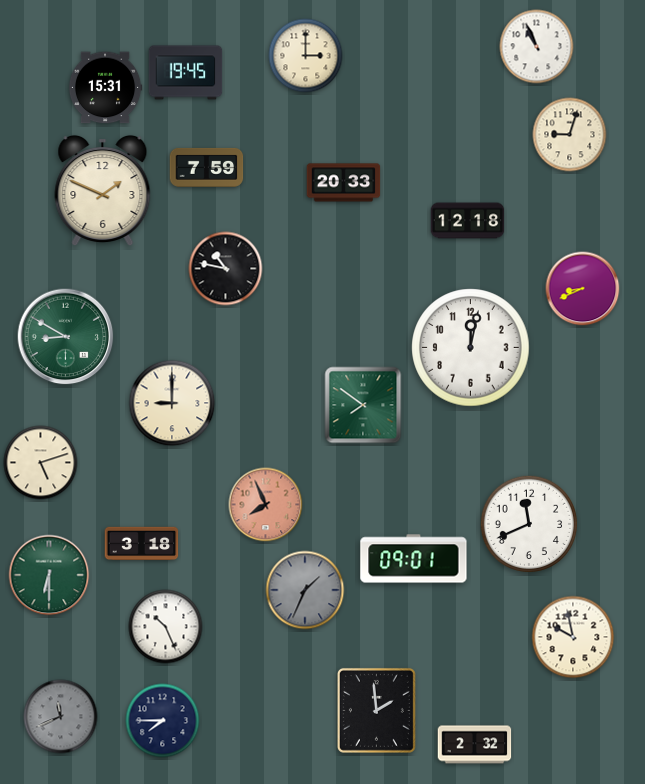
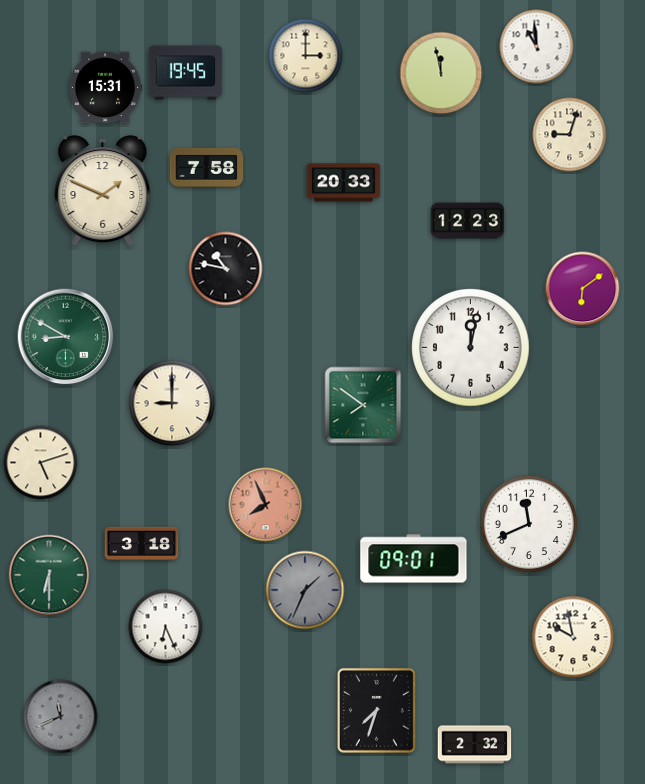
clock at (537, 47): 10:56 -> 10:59
clock at (441, 73): none -> 11:58
clock at (207, 167): 7:59 -> 7:58
clock at (468, 221): 12:18 -> 12:23
clock at (583, 289): 8:41 -> 6:09
clock at (166, 627): 10:26 -> 6:26
clock at (376, 710): 1:59 -> 7:33
clock at (163, 721): 7:45 -> none
